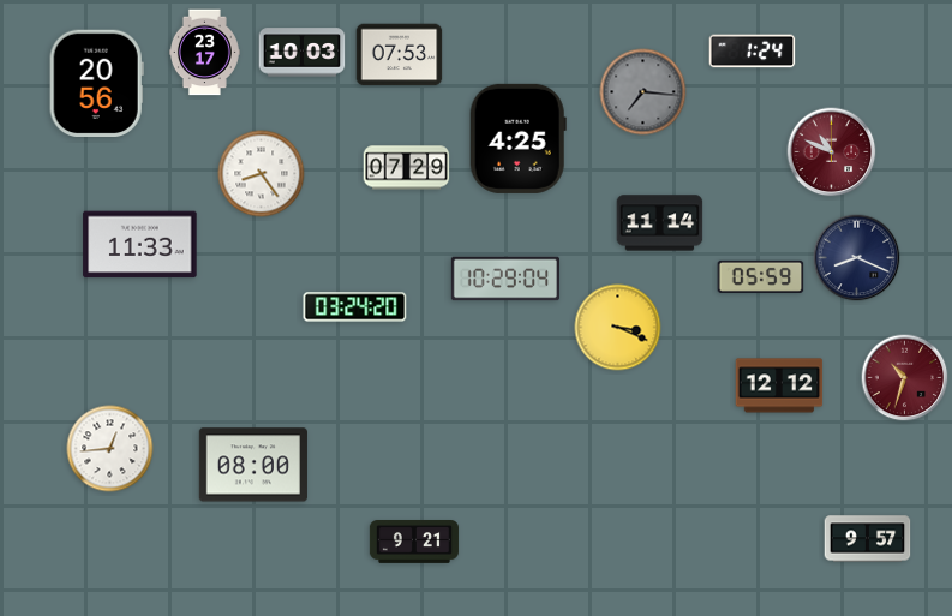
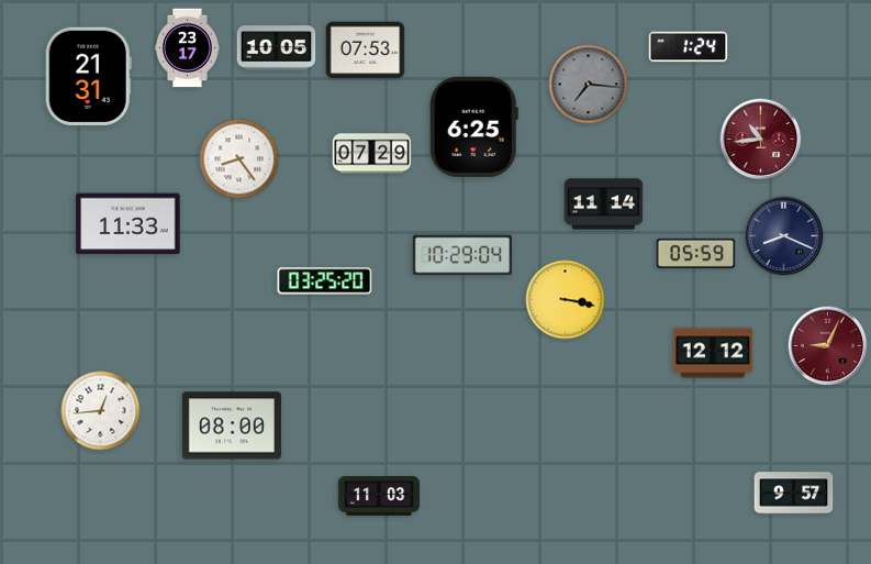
clock at (303, 53): 10:03 -> 10:05
clock at (96, 83): 20:56 -> 21:31
clock at (517, 138): 4:25 -> 6:25
clock at (832, 152): 10:49 -> 10:44
clock at (355, 307): 03:24 -> 03:25
clock at (618, 328): 3:19 -> 3:17
clock at (905, 378): 10:33 -> 9:04
clock at (414, 543): 9:21 -> 11:03
